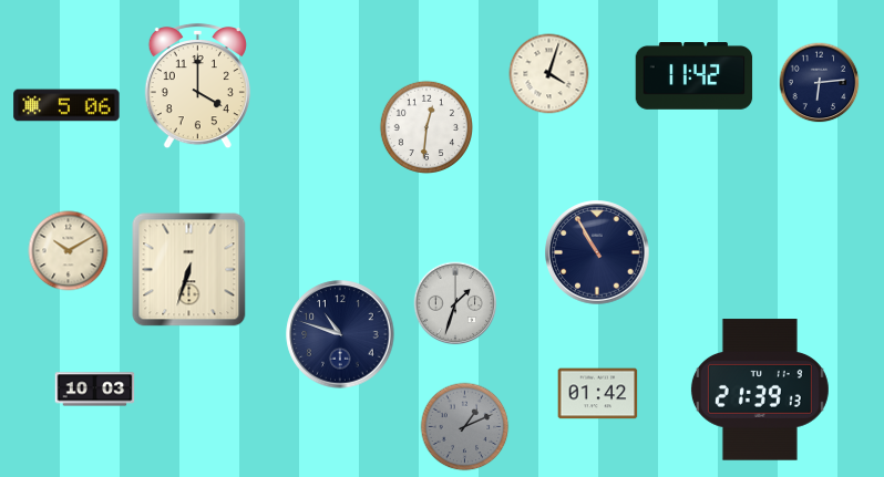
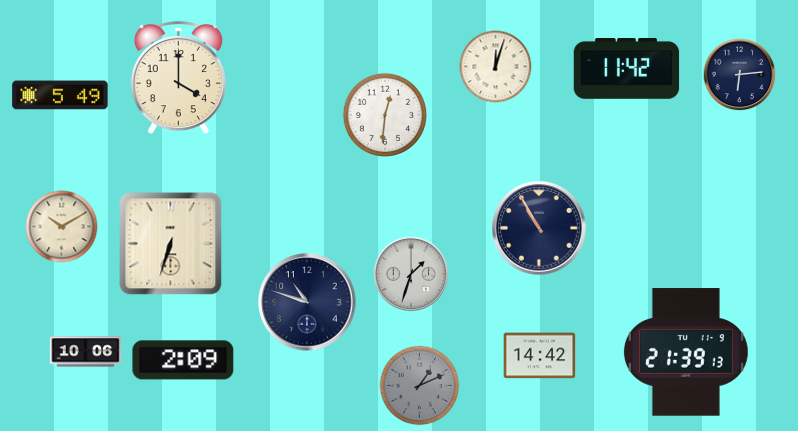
clock at (549, 74): 4:03 -> 12:03
clock at (66, 105): 5:06 -> 5:49
clock at (95, 390): 10:03 -> 10:06
clock at (598, 394): 01:42 -> 14:42
clock at (183, 360): none -> 2:09
